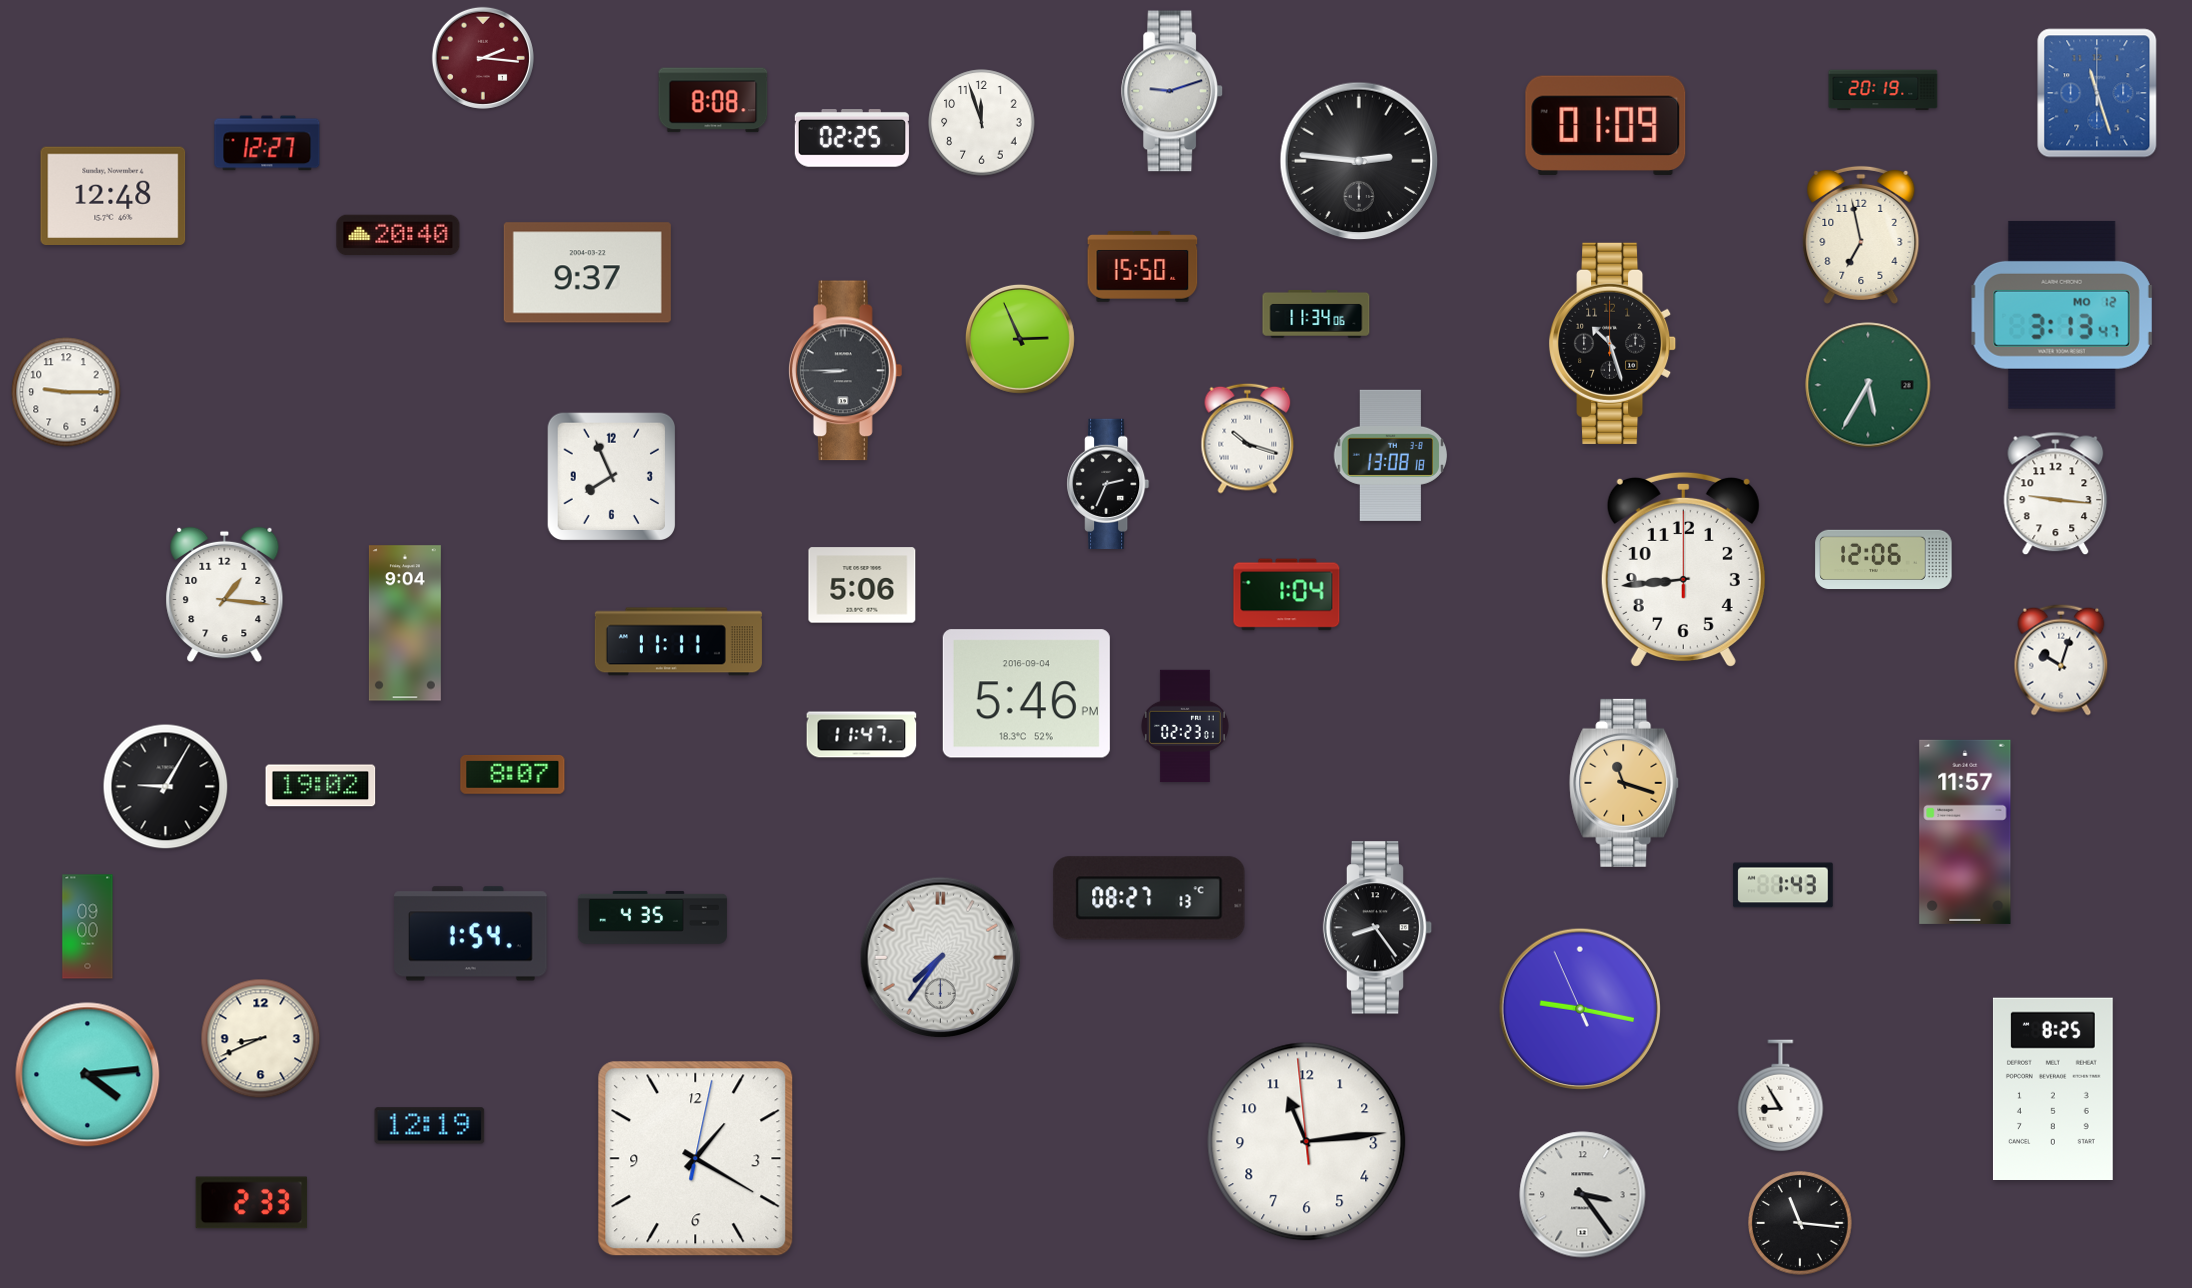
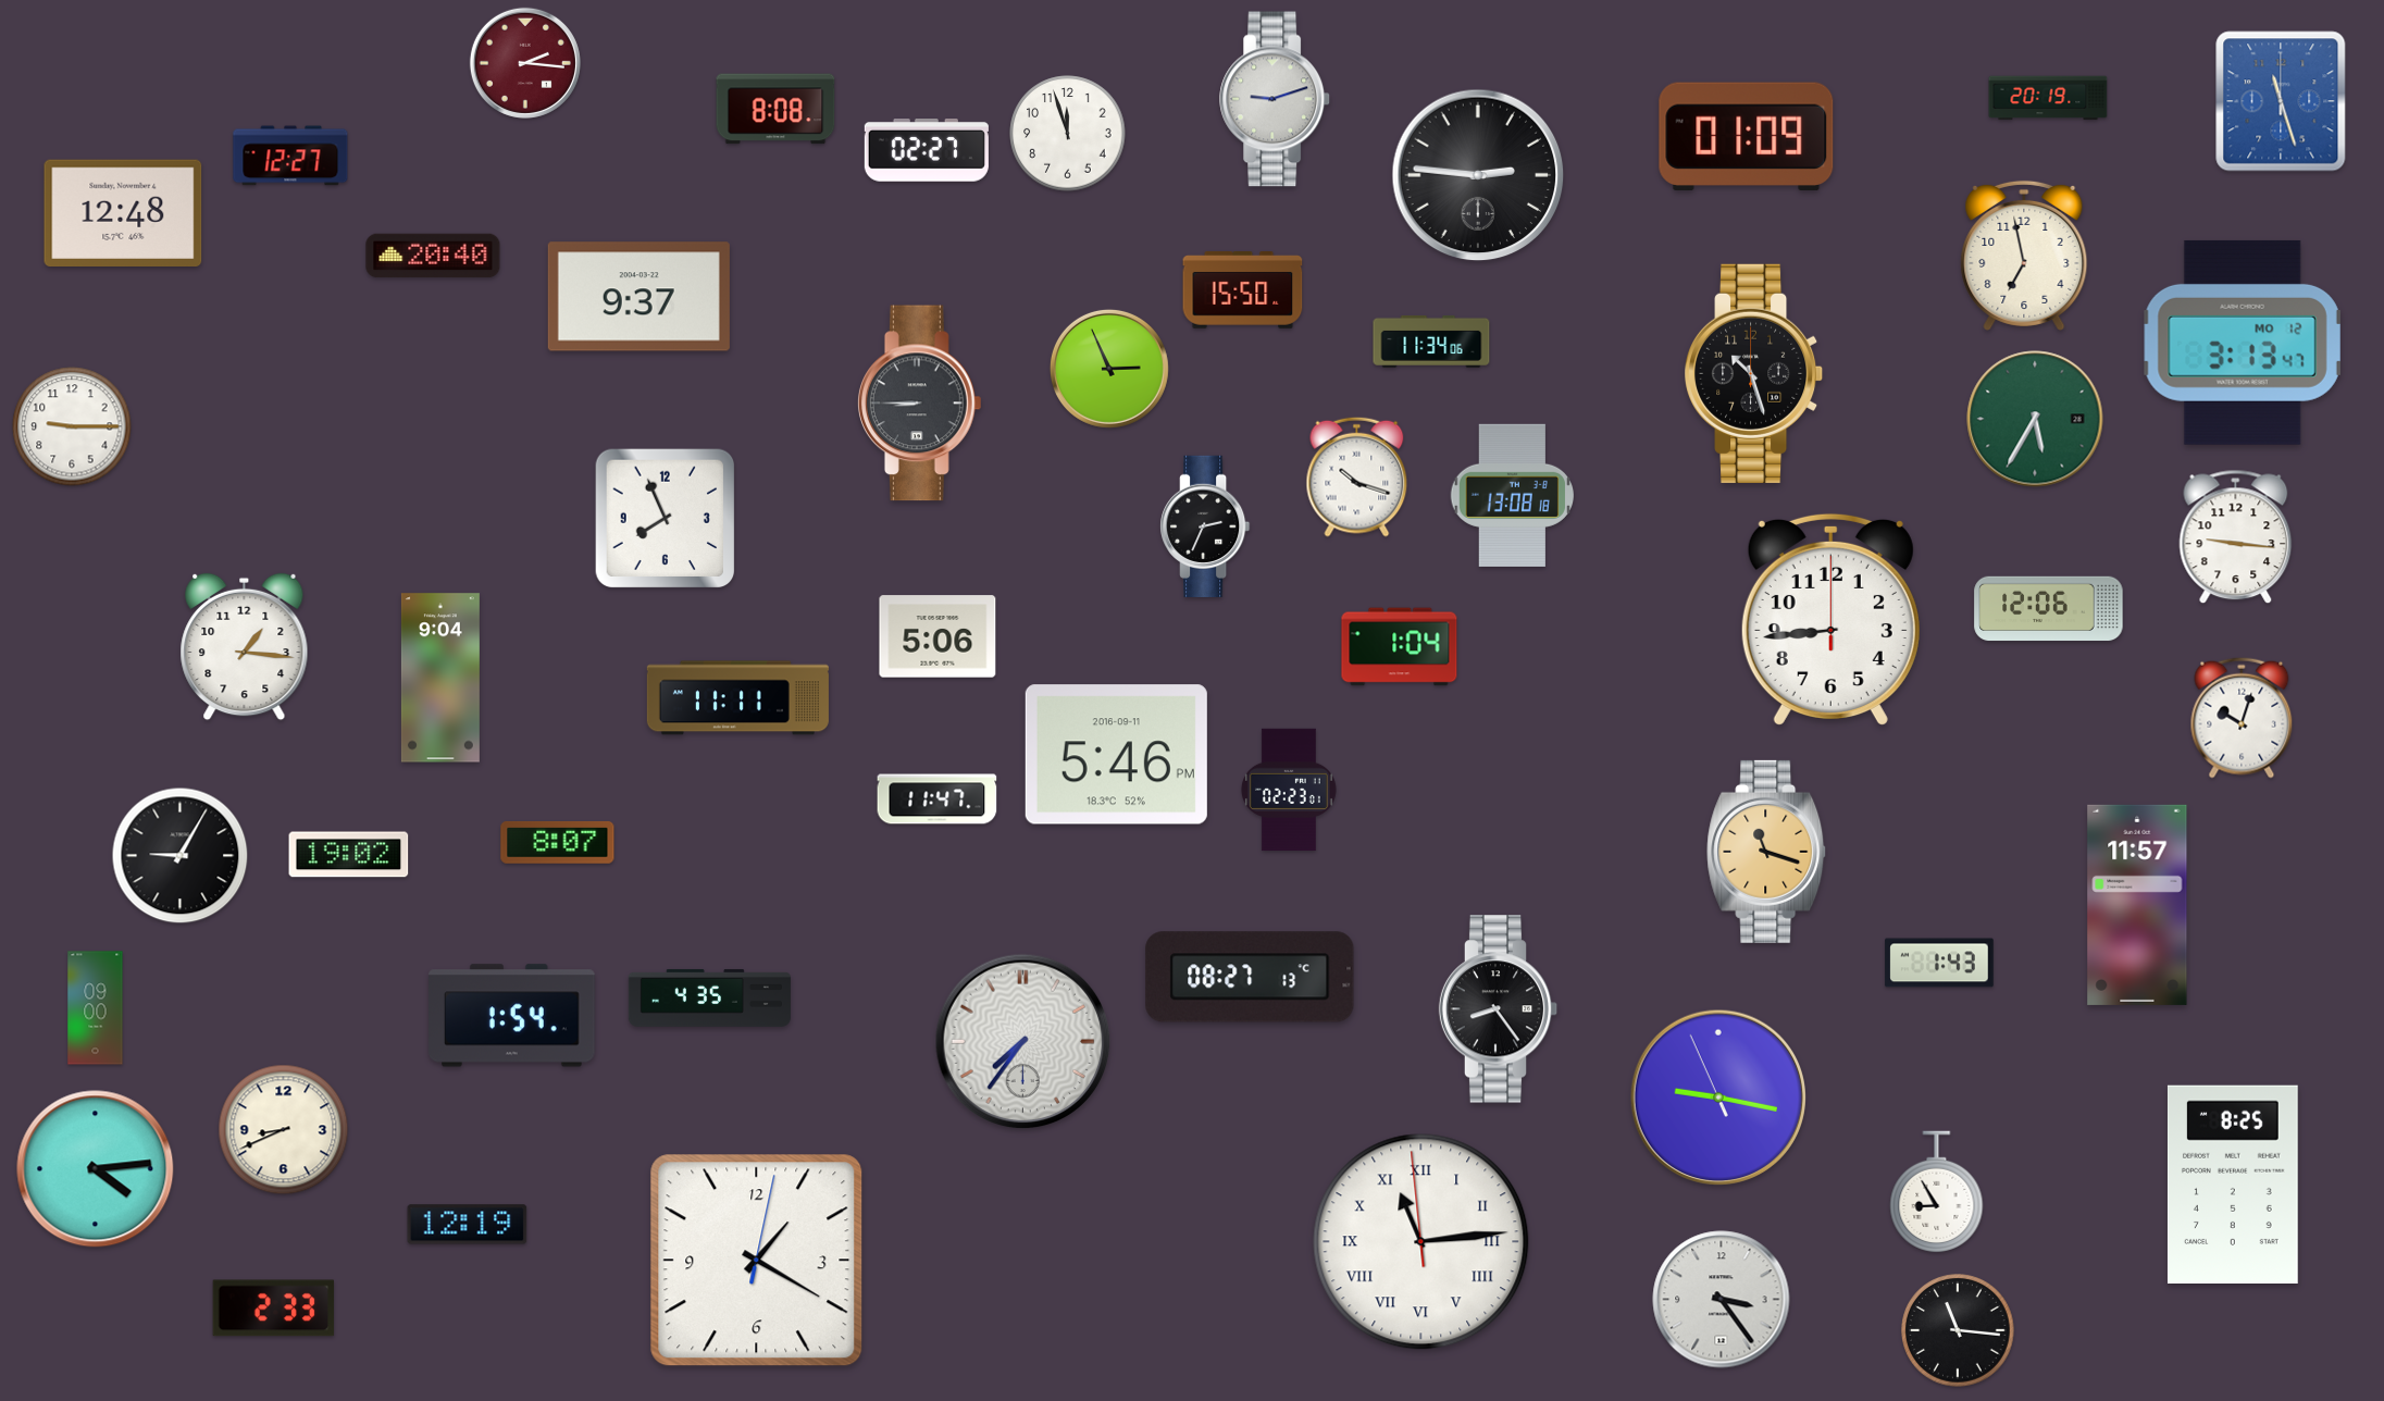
clock at (852, 139): 02:25 -> 02:27
clock at (1868, 385) position: (1868, 385) -> (2035, 419)
clock at (1026, 694) date: 2016-09-04 -> 2016-09-11
clock at (1307, 1142) numerals: Arabic -> Roman
